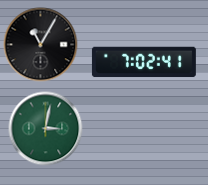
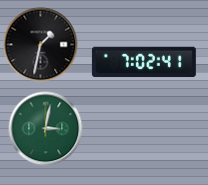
clock at (41, 45): 11:05 -> 1:32
